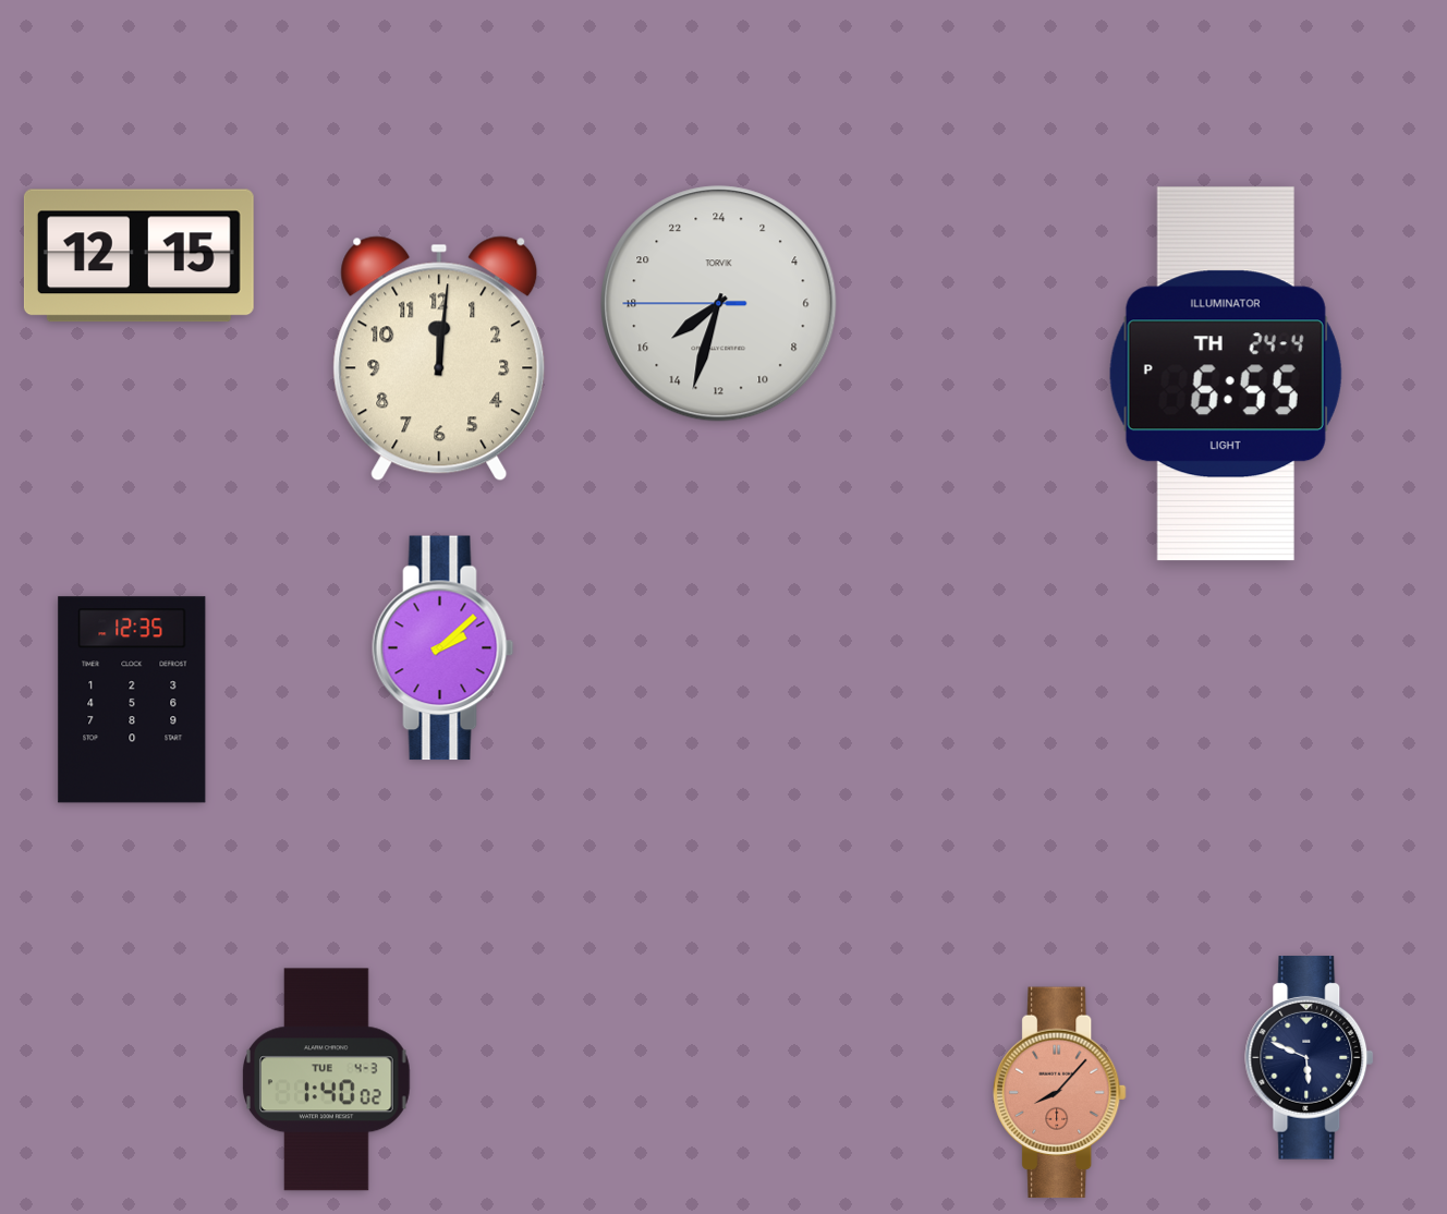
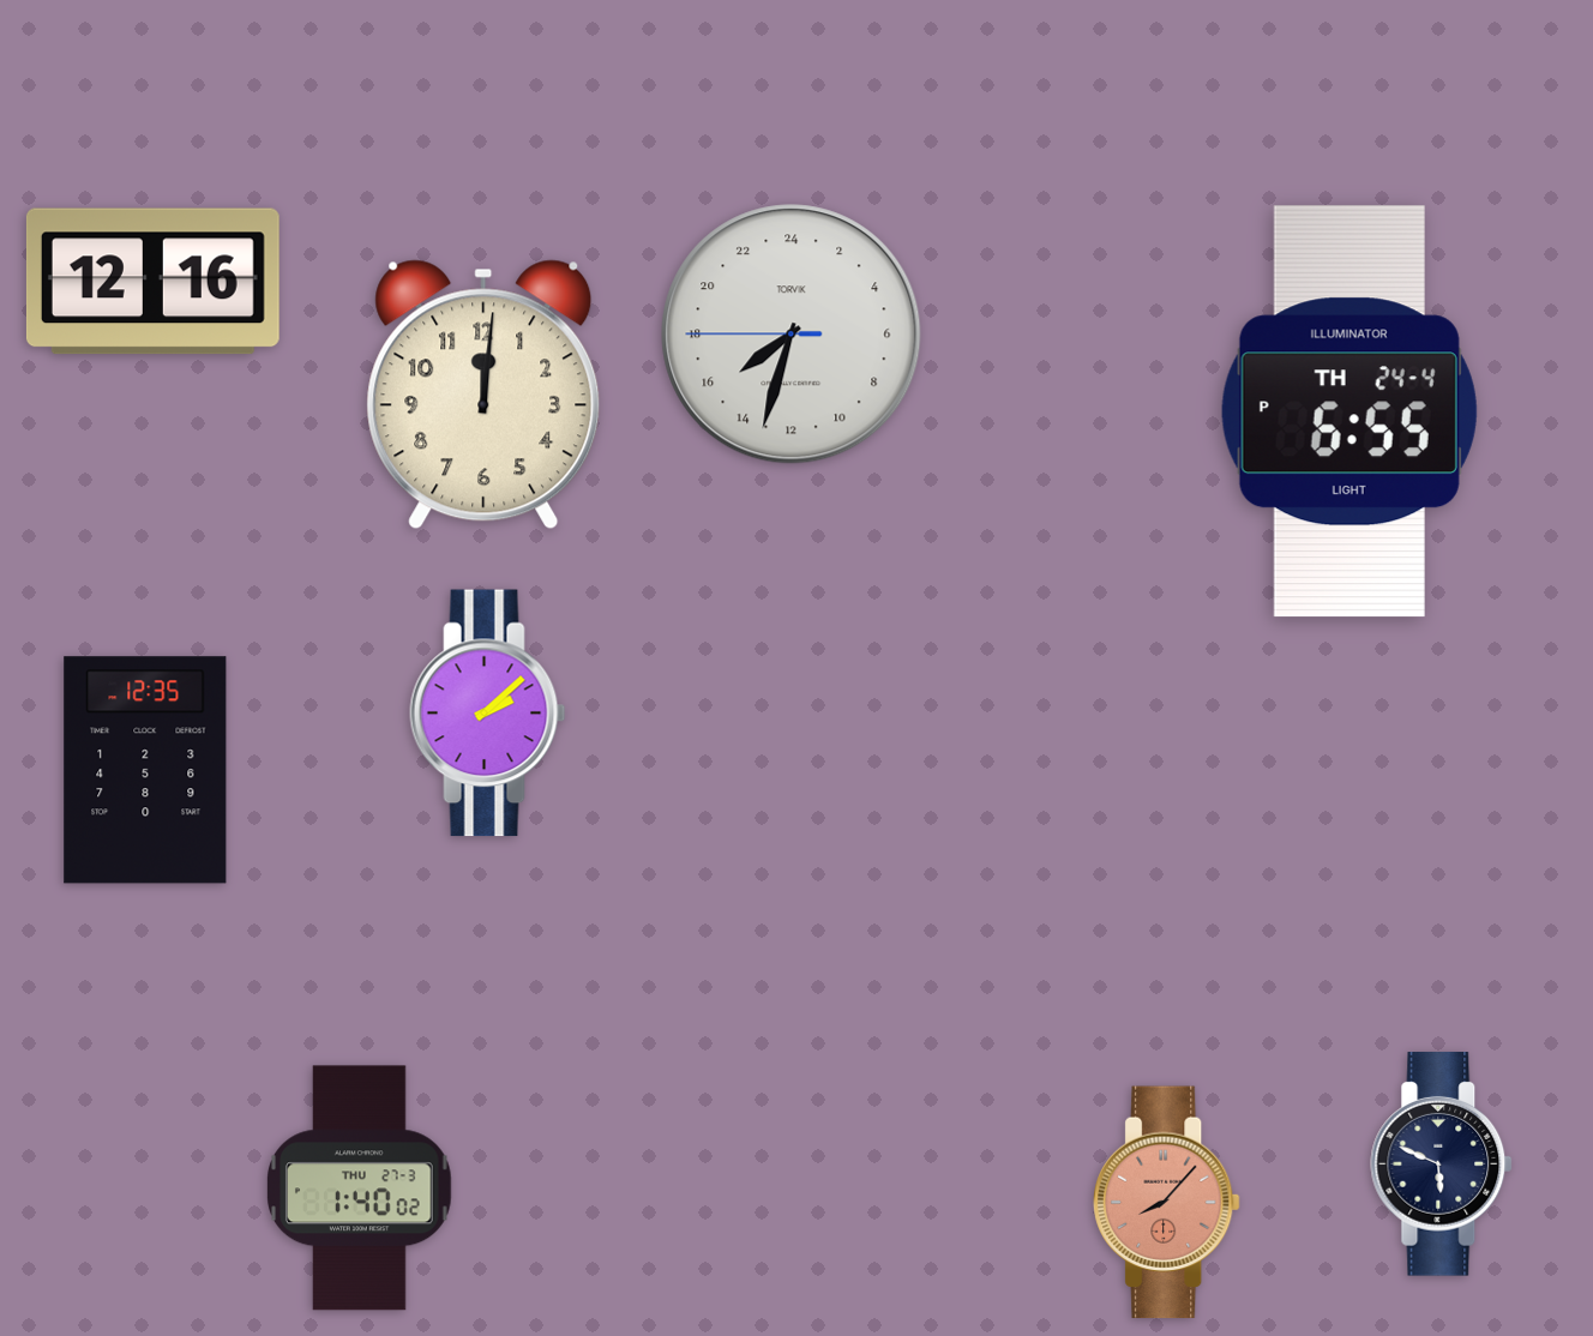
clock at (138, 256): 12:15 -> 12:16
clock at (327, 1080) date: TUE 4-3 -> THU 27-3
